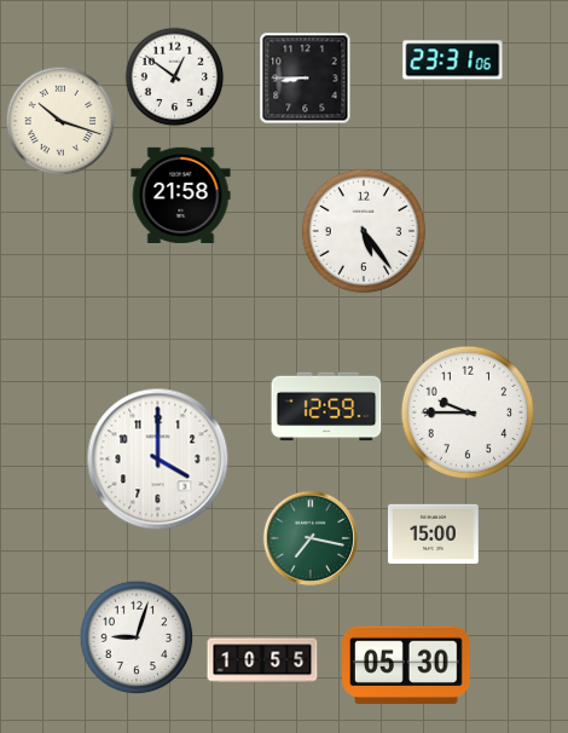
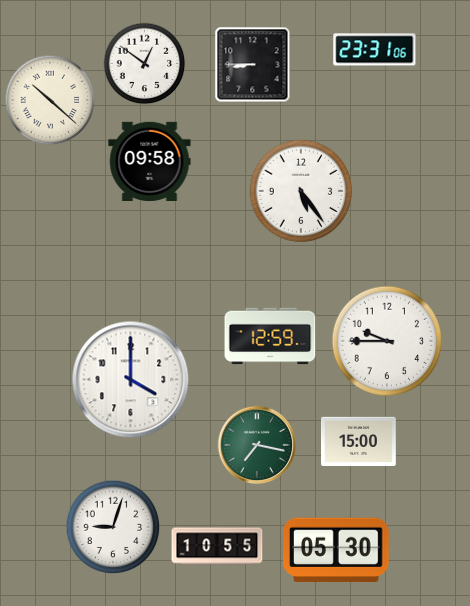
clock at (60, 121): 10:18 -> 10:22
clock at (181, 195): 21:58 -> 09:58
